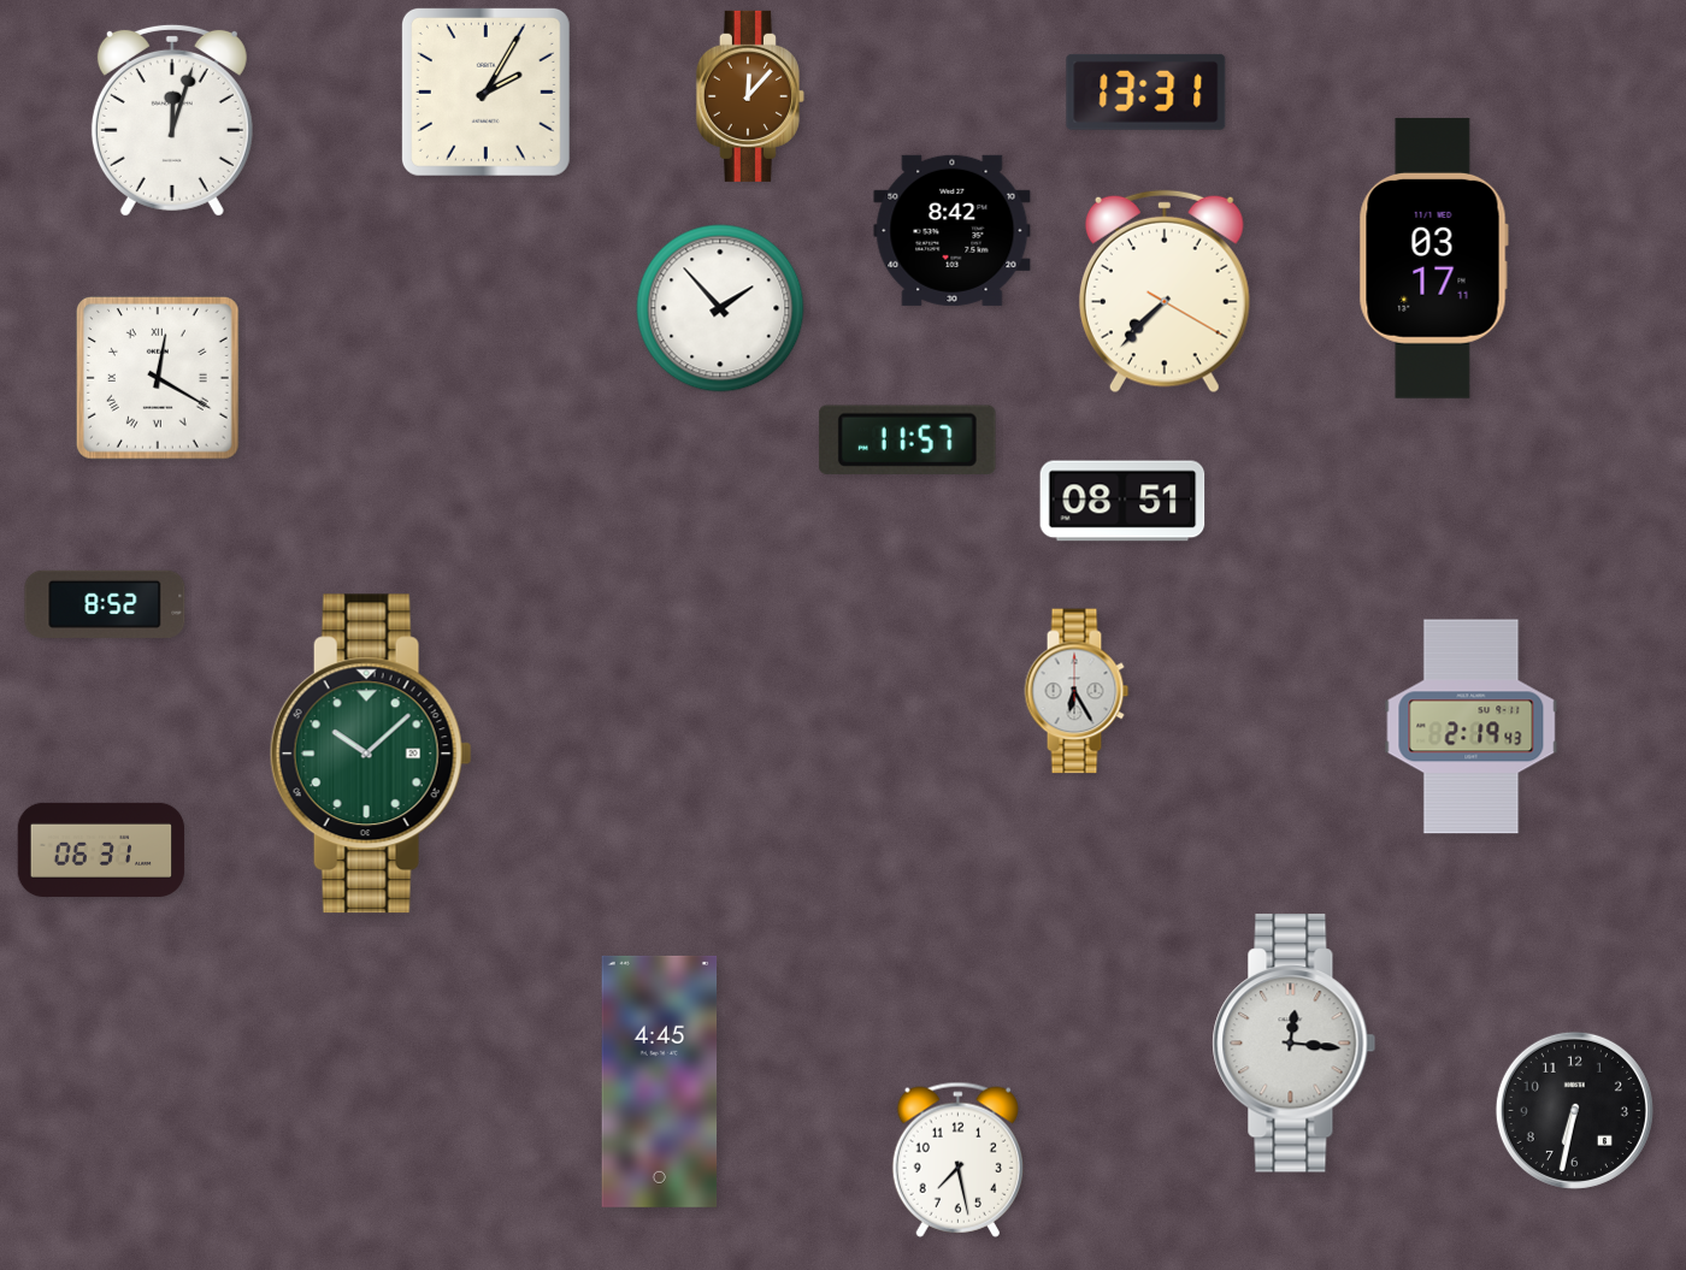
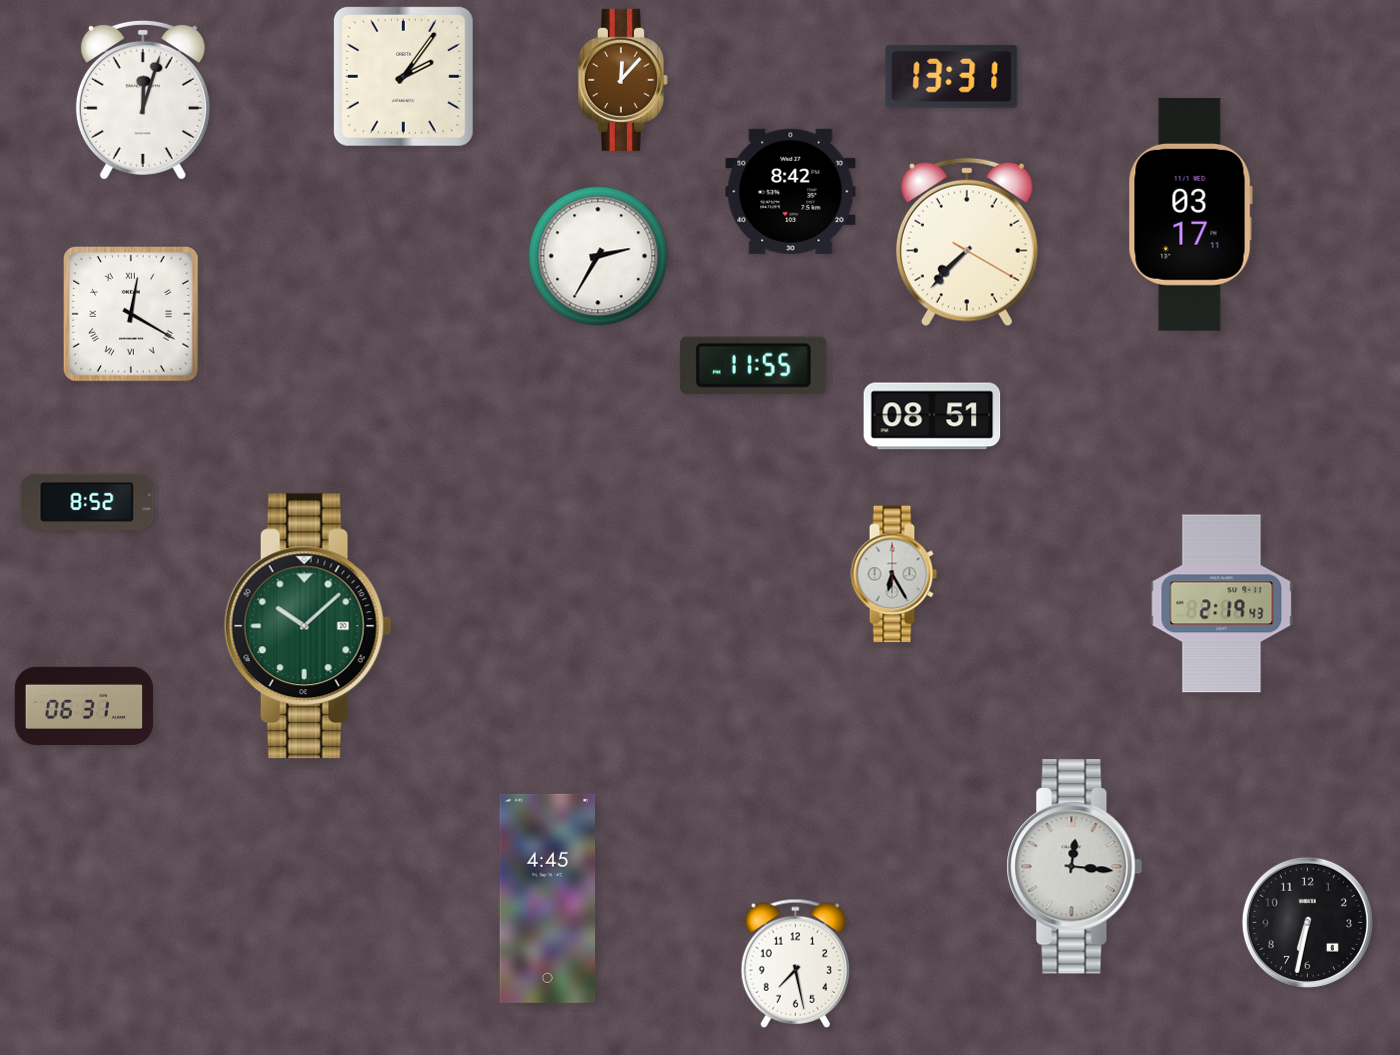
clock at (485, 91): 2:05 -> 2:06
clock at (720, 308): 1:53 -> 2:35
clock at (907, 439): 11:57 -> 11:55
